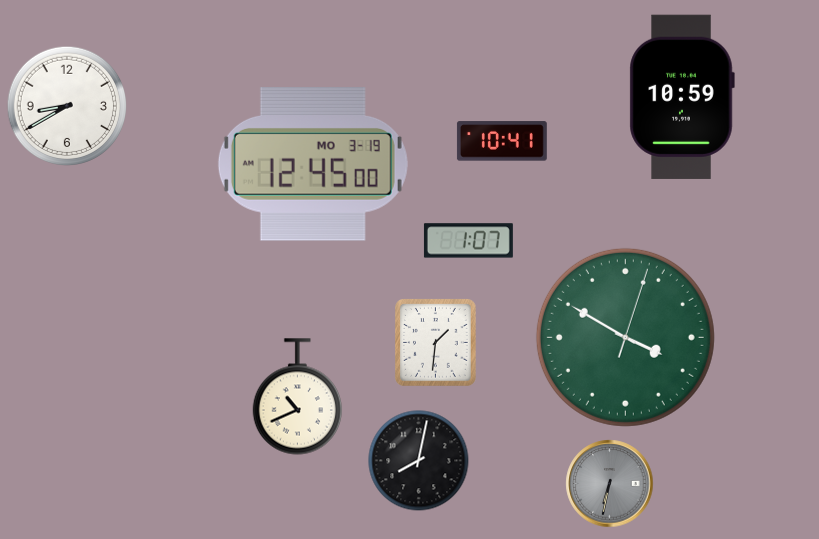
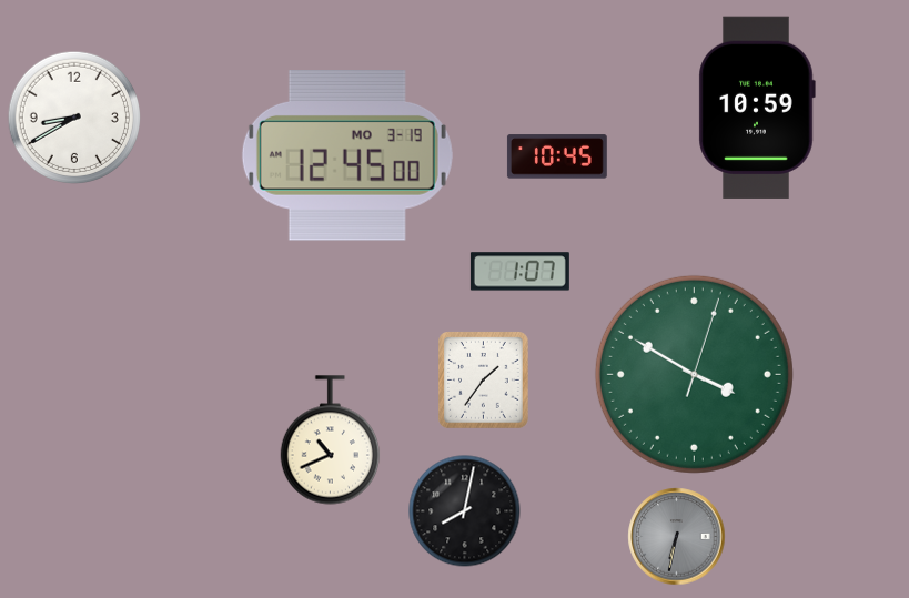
clock at (502, 141): 10:41 -> 10:45
clock at (313, 164) position: (313, 164) -> (347, 155)
clock at (468, 241) position: (468, 241) -> (519, 272)
clock at (436, 343): 1:31 -> 1:36
